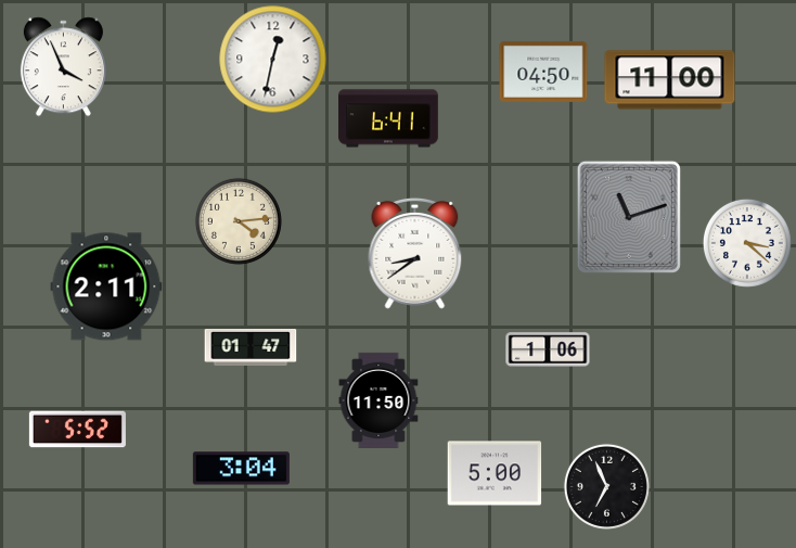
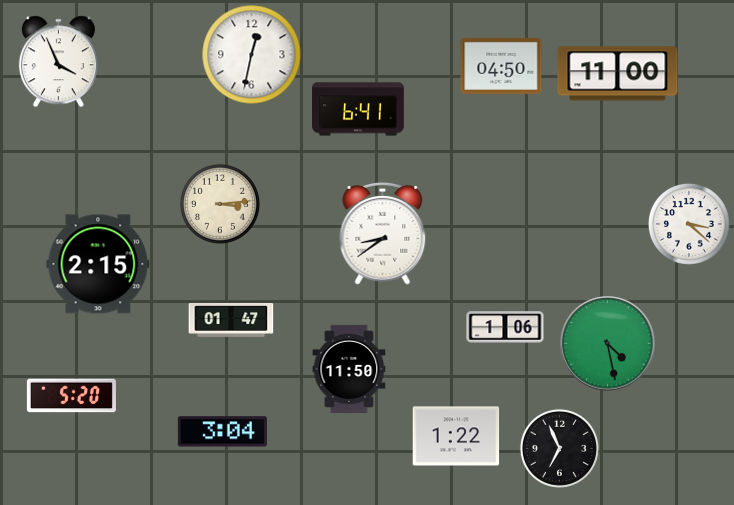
clock at (629, 217): 11:12 -> none
clock at (239, 221): 4:14 -> 3:14
clock at (106, 286): 2:11 -> 2:15
clock at (548, 349) position: (548, 349) -> (505, 327)
clock at (608, 344): none -> 4:28
clock at (77, 430): 5:52 -> 5:20
clock at (495, 473): 5:00 -> 1:22
